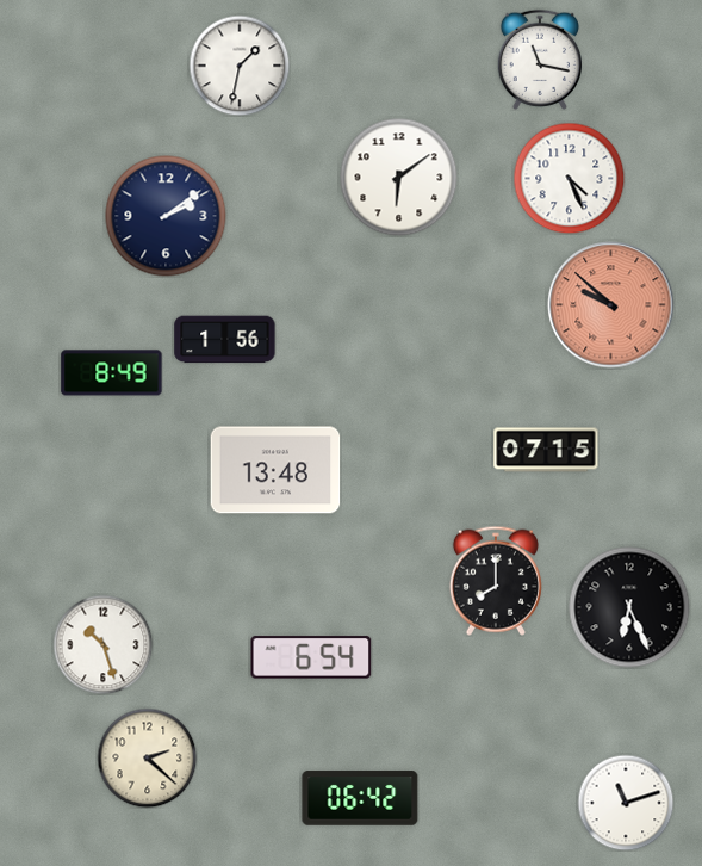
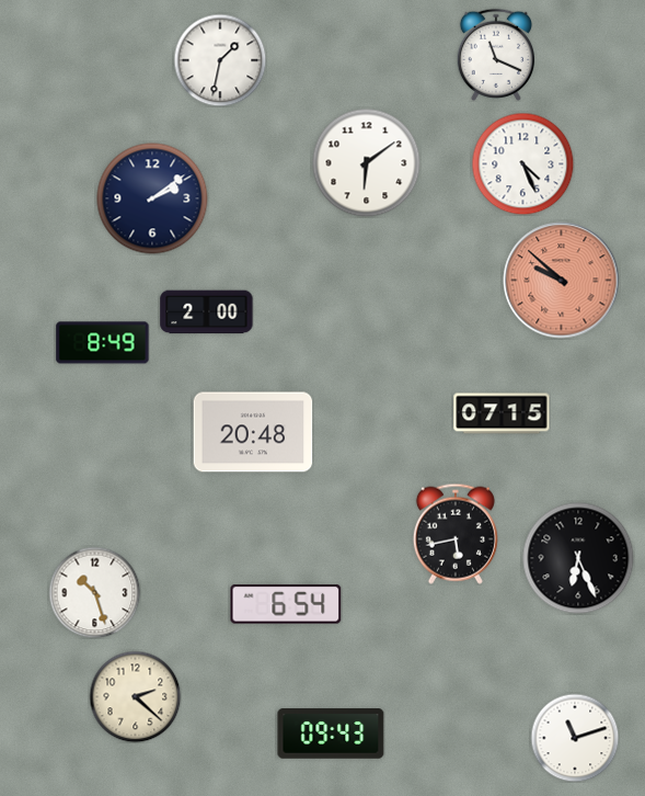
clock at (539, 60): 11:17 -> 11:19
clock at (225, 340): 1:56 -> 2:00
clock at (275, 470): 13:48 -> 20:48
clock at (496, 581): 8:00 -> 5:43
clock at (360, 798): 06:42 -> 09:43
